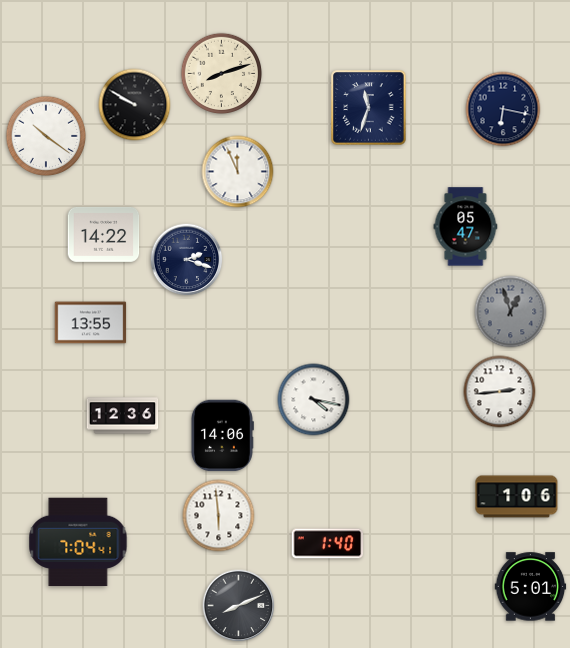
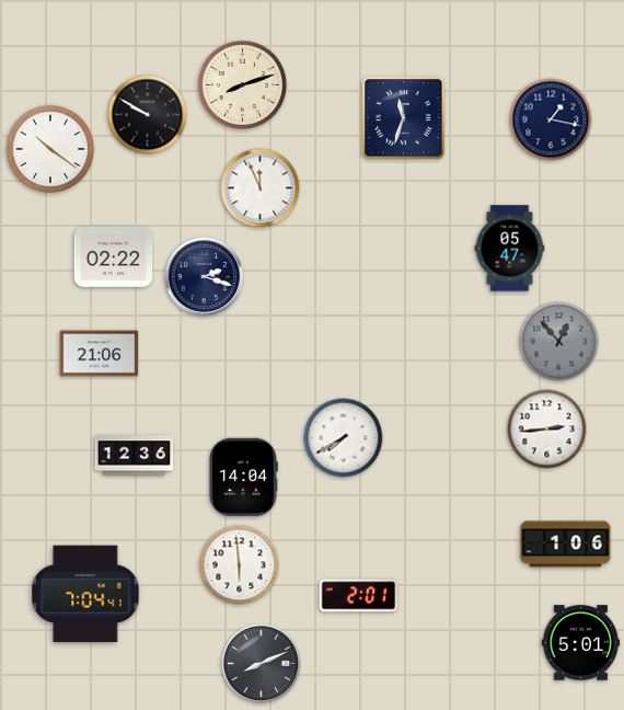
clock at (222, 74) position: (222, 74) -> (243, 85)
clock at (503, 109): 6:17 -> 1:17
clock at (104, 235): 14:22 -> 02:22
clock at (187, 260) position: (187, 260) -> (205, 277)
clock at (511, 312): 12:57 -> 12:53
clock at (91, 323): 13:55 -> 21:06
clock at (314, 400): 4:17 -> 7:40
clock at (222, 436): 14:06 -> 14:04
clock at (328, 544): 1:40 -> 2:01
